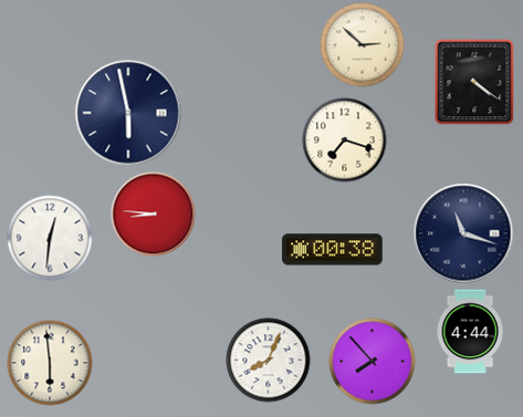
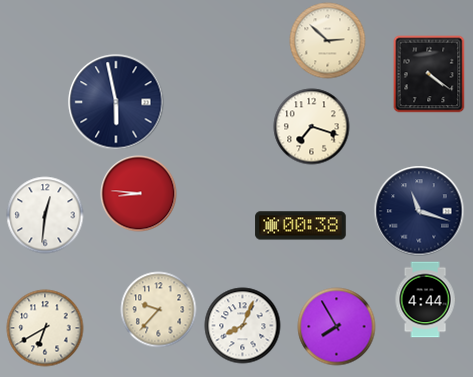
clock at (159, 310): none -> 9:37
clock at (373, 362): 7:53 -> 7:55
clock at (50, 363): 5:59 -> 6:40
